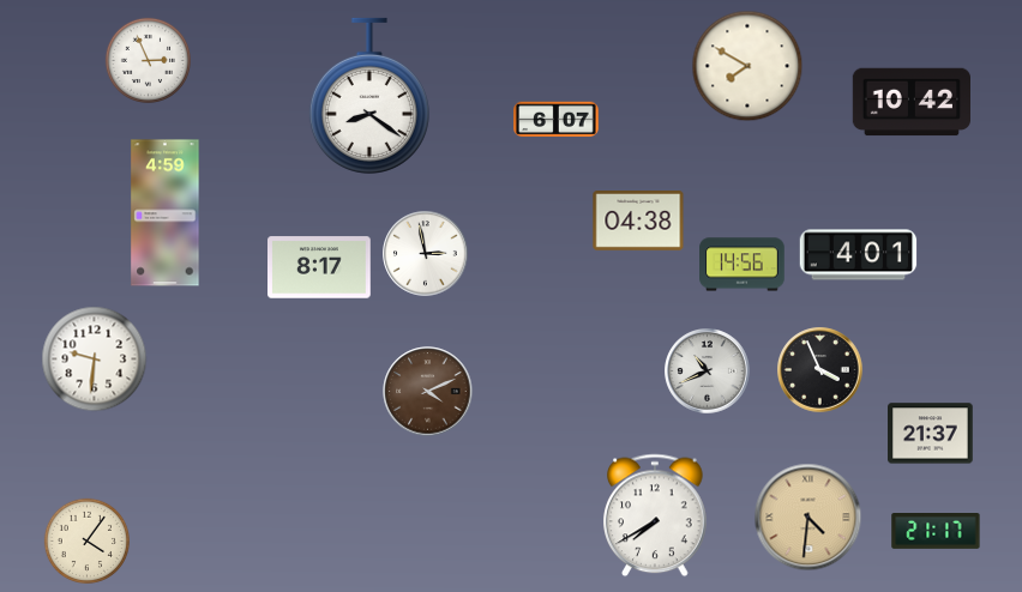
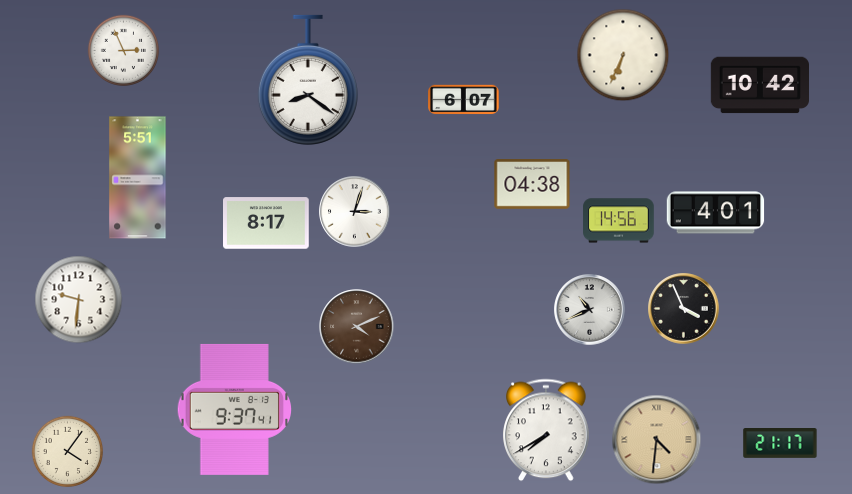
clock at (747, 66): 7:50 -> 6:34
clock at (166, 213): 4:59 -> 5:51
clock at (426, 254): 2:58 -> 3:03
clock at (931, 434): 21:37 -> none
clock at (234, 409): none -> 9:37
clock at (808, 518) position: (808, 518) -> (657, 440)
clock at (86, 540) position: (86, 540) -> (67, 451)
